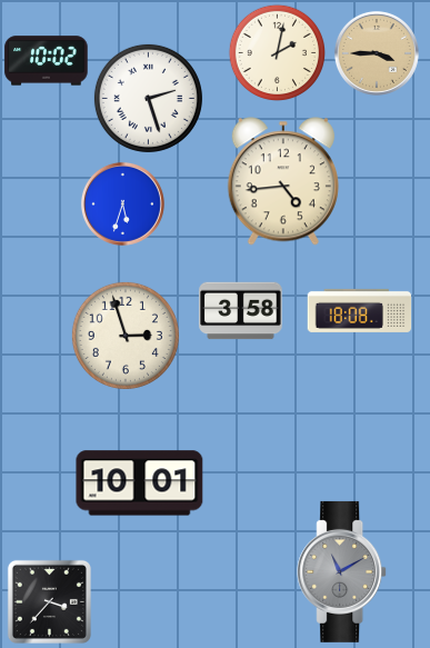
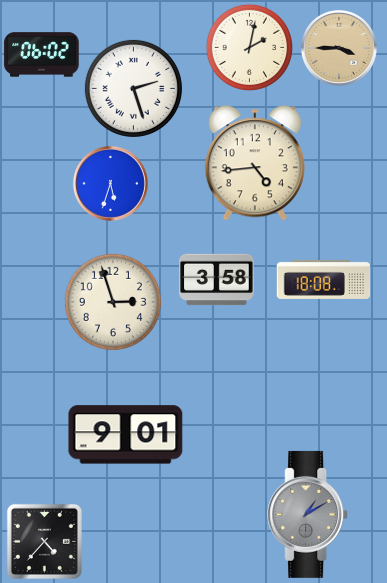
clock at (47, 61): 10:02 -> 06:02
clock at (140, 483): 10:01 -> 9:01
clock at (342, 571): 11:10 -> 1:10
clock at (49, 601): 3:37 -> 4:37
